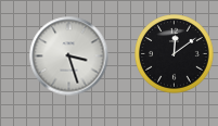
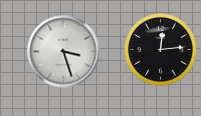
clock at (175, 54): 12:09 -> 12:14
